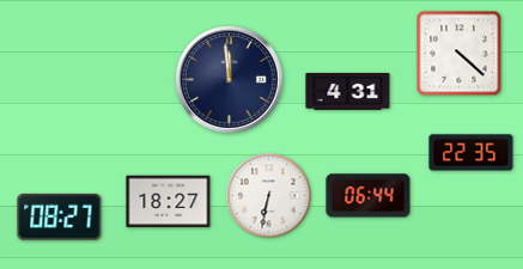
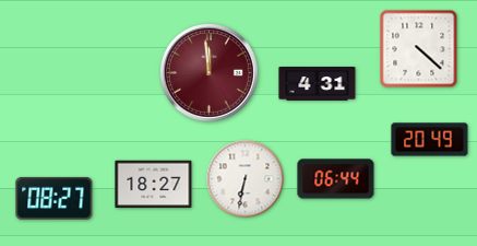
clock at (229, 79) dial: navy -> burgundy
clock at (472, 153): 22:35 -> 20:49
